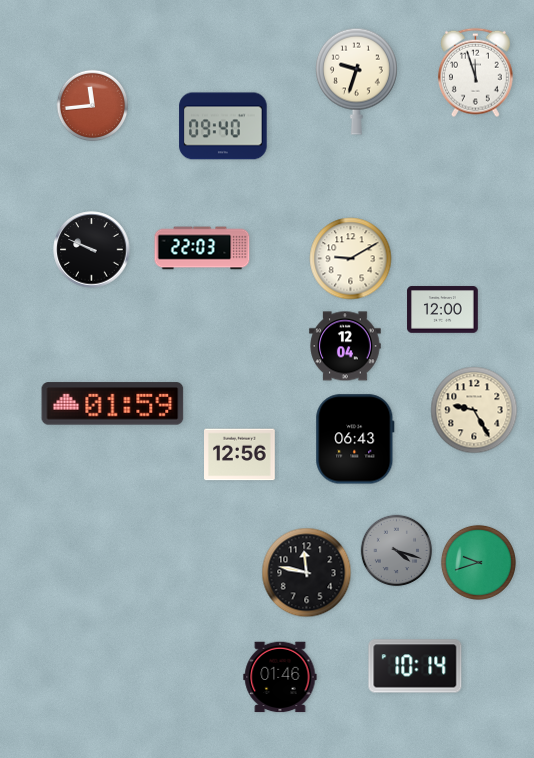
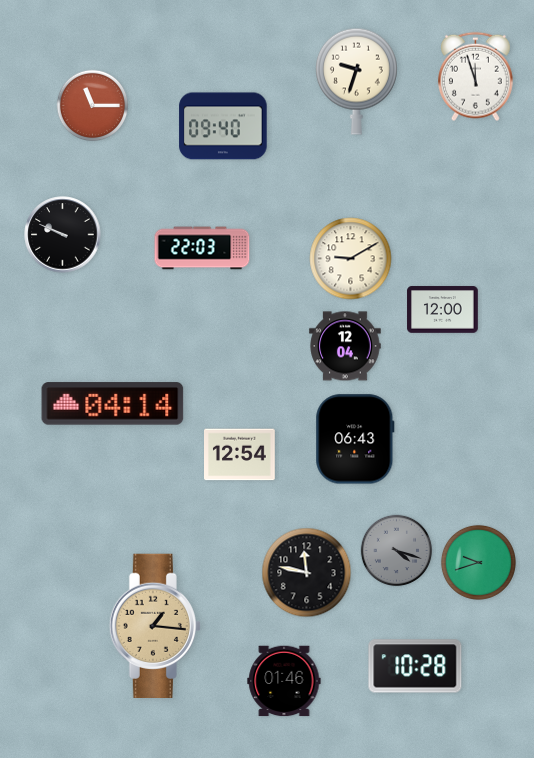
clock at (476, 73) position: (476, 73) -> (476, 77)
clock at (93, 106): 11:44 -> 11:15
clock at (92, 250) position: (92, 250) -> (63, 235)
clock at (113, 404): 01:59 -> 04:14
clock at (474, 410): 9:25 -> none
clock at (240, 455): 12:56 -> 12:54
clock at (155, 625): none -> 1:16
clock at (415, 666): 10:14 -> 10:28
clock at (280, 677) position: (280, 677) -> (284, 681)
